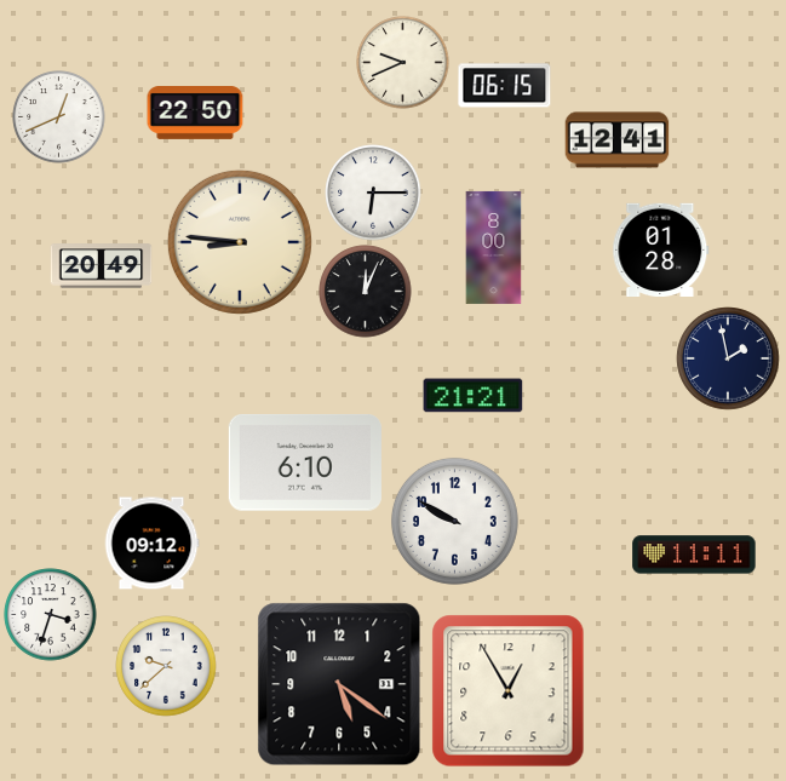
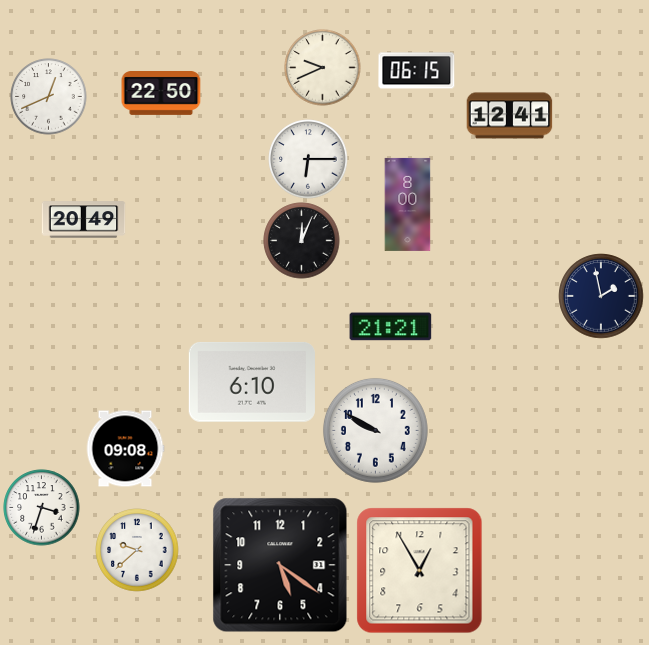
clock at (403, 63) position: (403, 63) -> (323, 68)
clock at (240, 242): 8:46 -> none
clock at (661, 249): 01:28 -> none
clock at (151, 544): 09:12 -> 09:08
clock at (694, 555): 11:11 -> none
